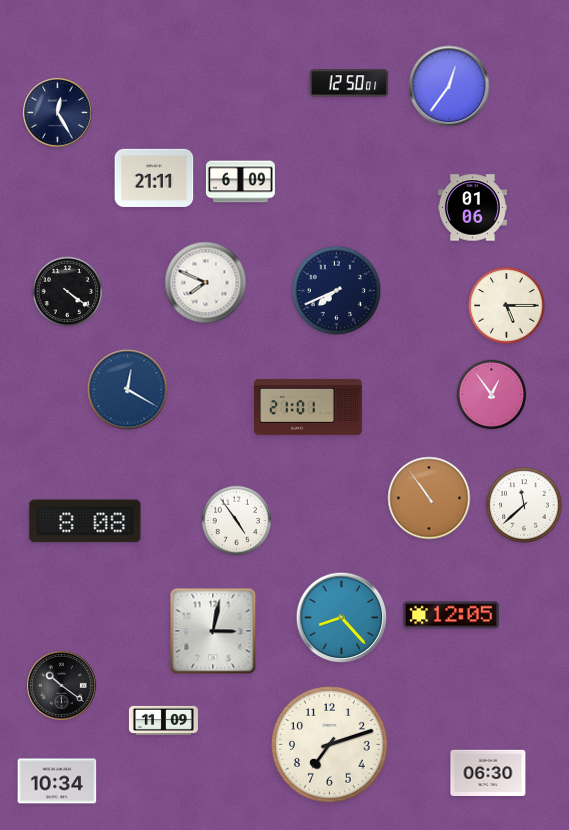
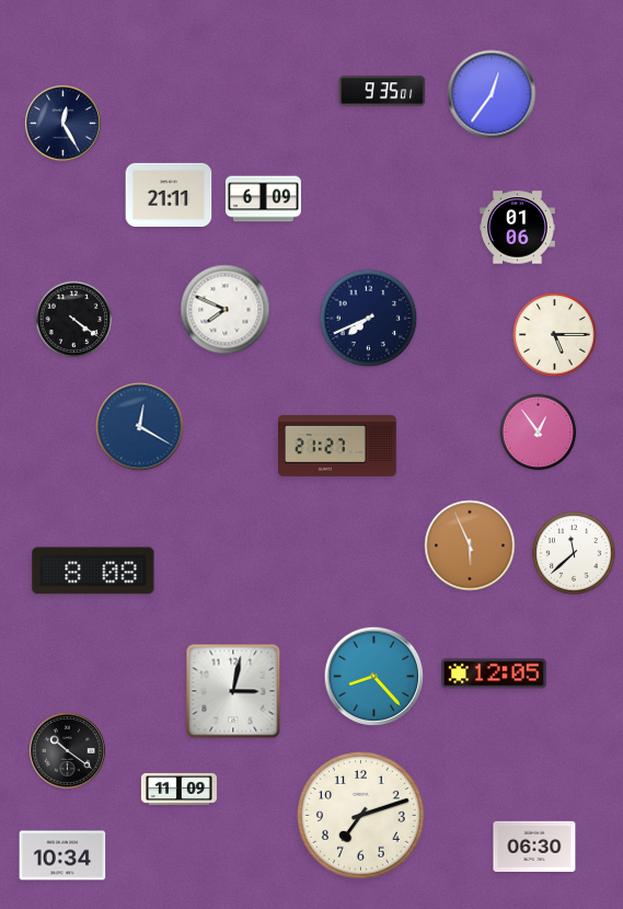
clock at (349, 83): 12:50 -> 9:35
clock at (309, 407): 21:01 -> 21:27
clock at (429, 498): 10:54 -> 5:56
clock at (237, 521): 4:54 -> none
